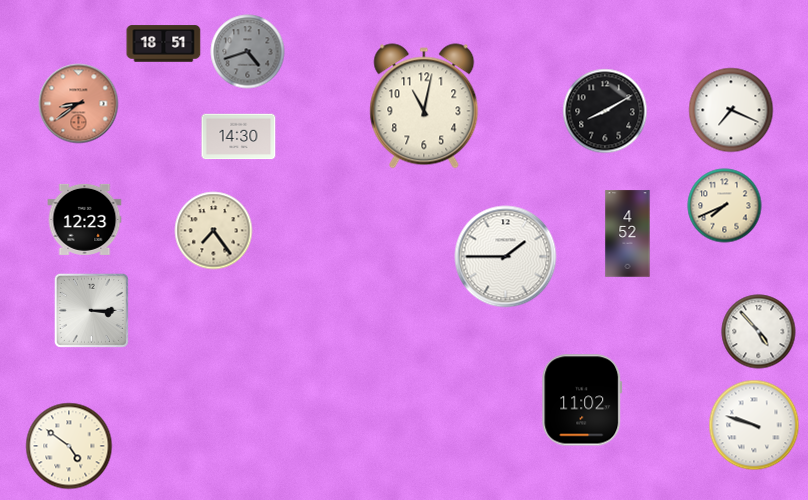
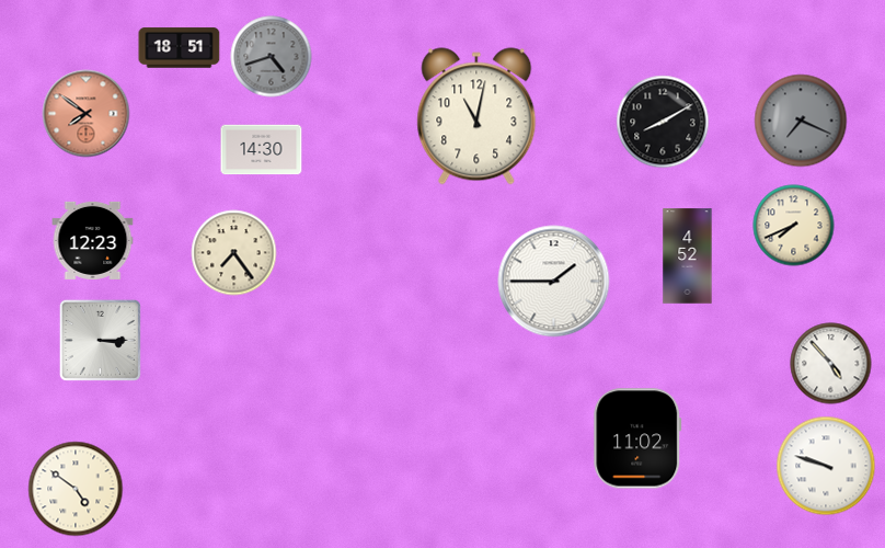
clock at (79, 104): 8:39 -> 7:51
clock at (424, 106) position: (424, 106) -> (476, 116)
clock at (731, 110) dial: white -> grey
